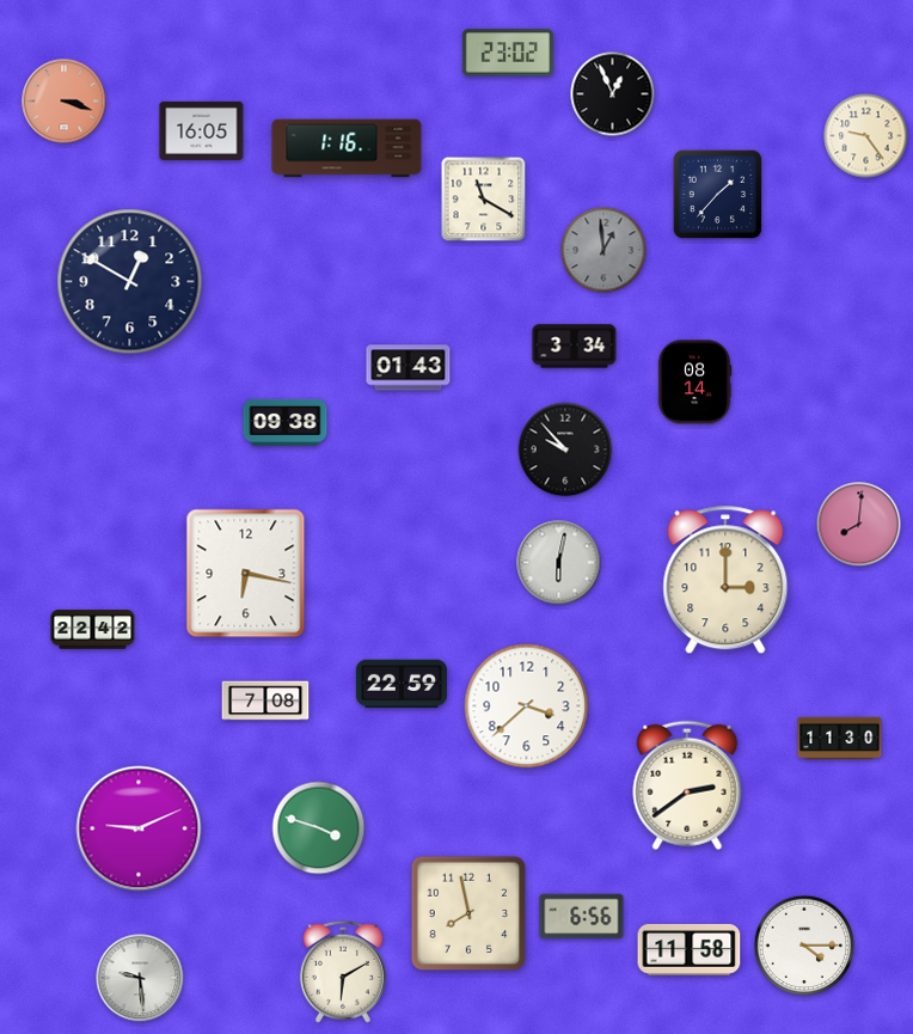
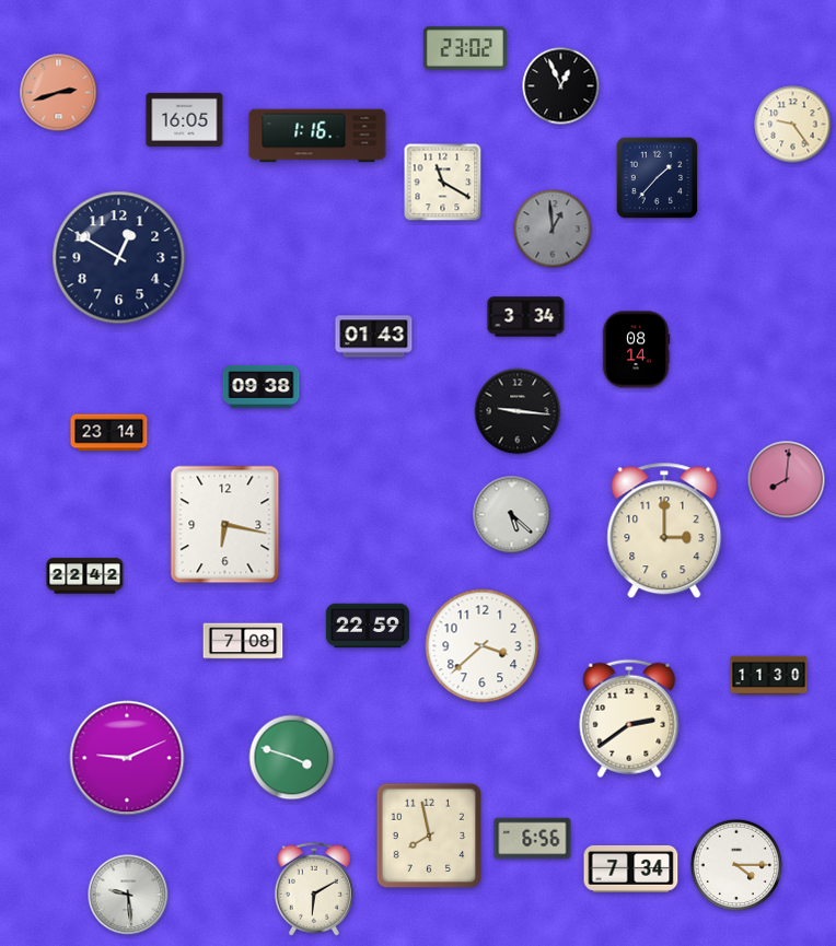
clock at (65, 102): 3:18 -> 2:42
clock at (565, 449): 9:53 -> 9:16
clock at (109, 433): none -> 23:14
clock at (559, 563): 6:02 -> 5:22
clock at (690, 949): 11:58 -> 7:34
